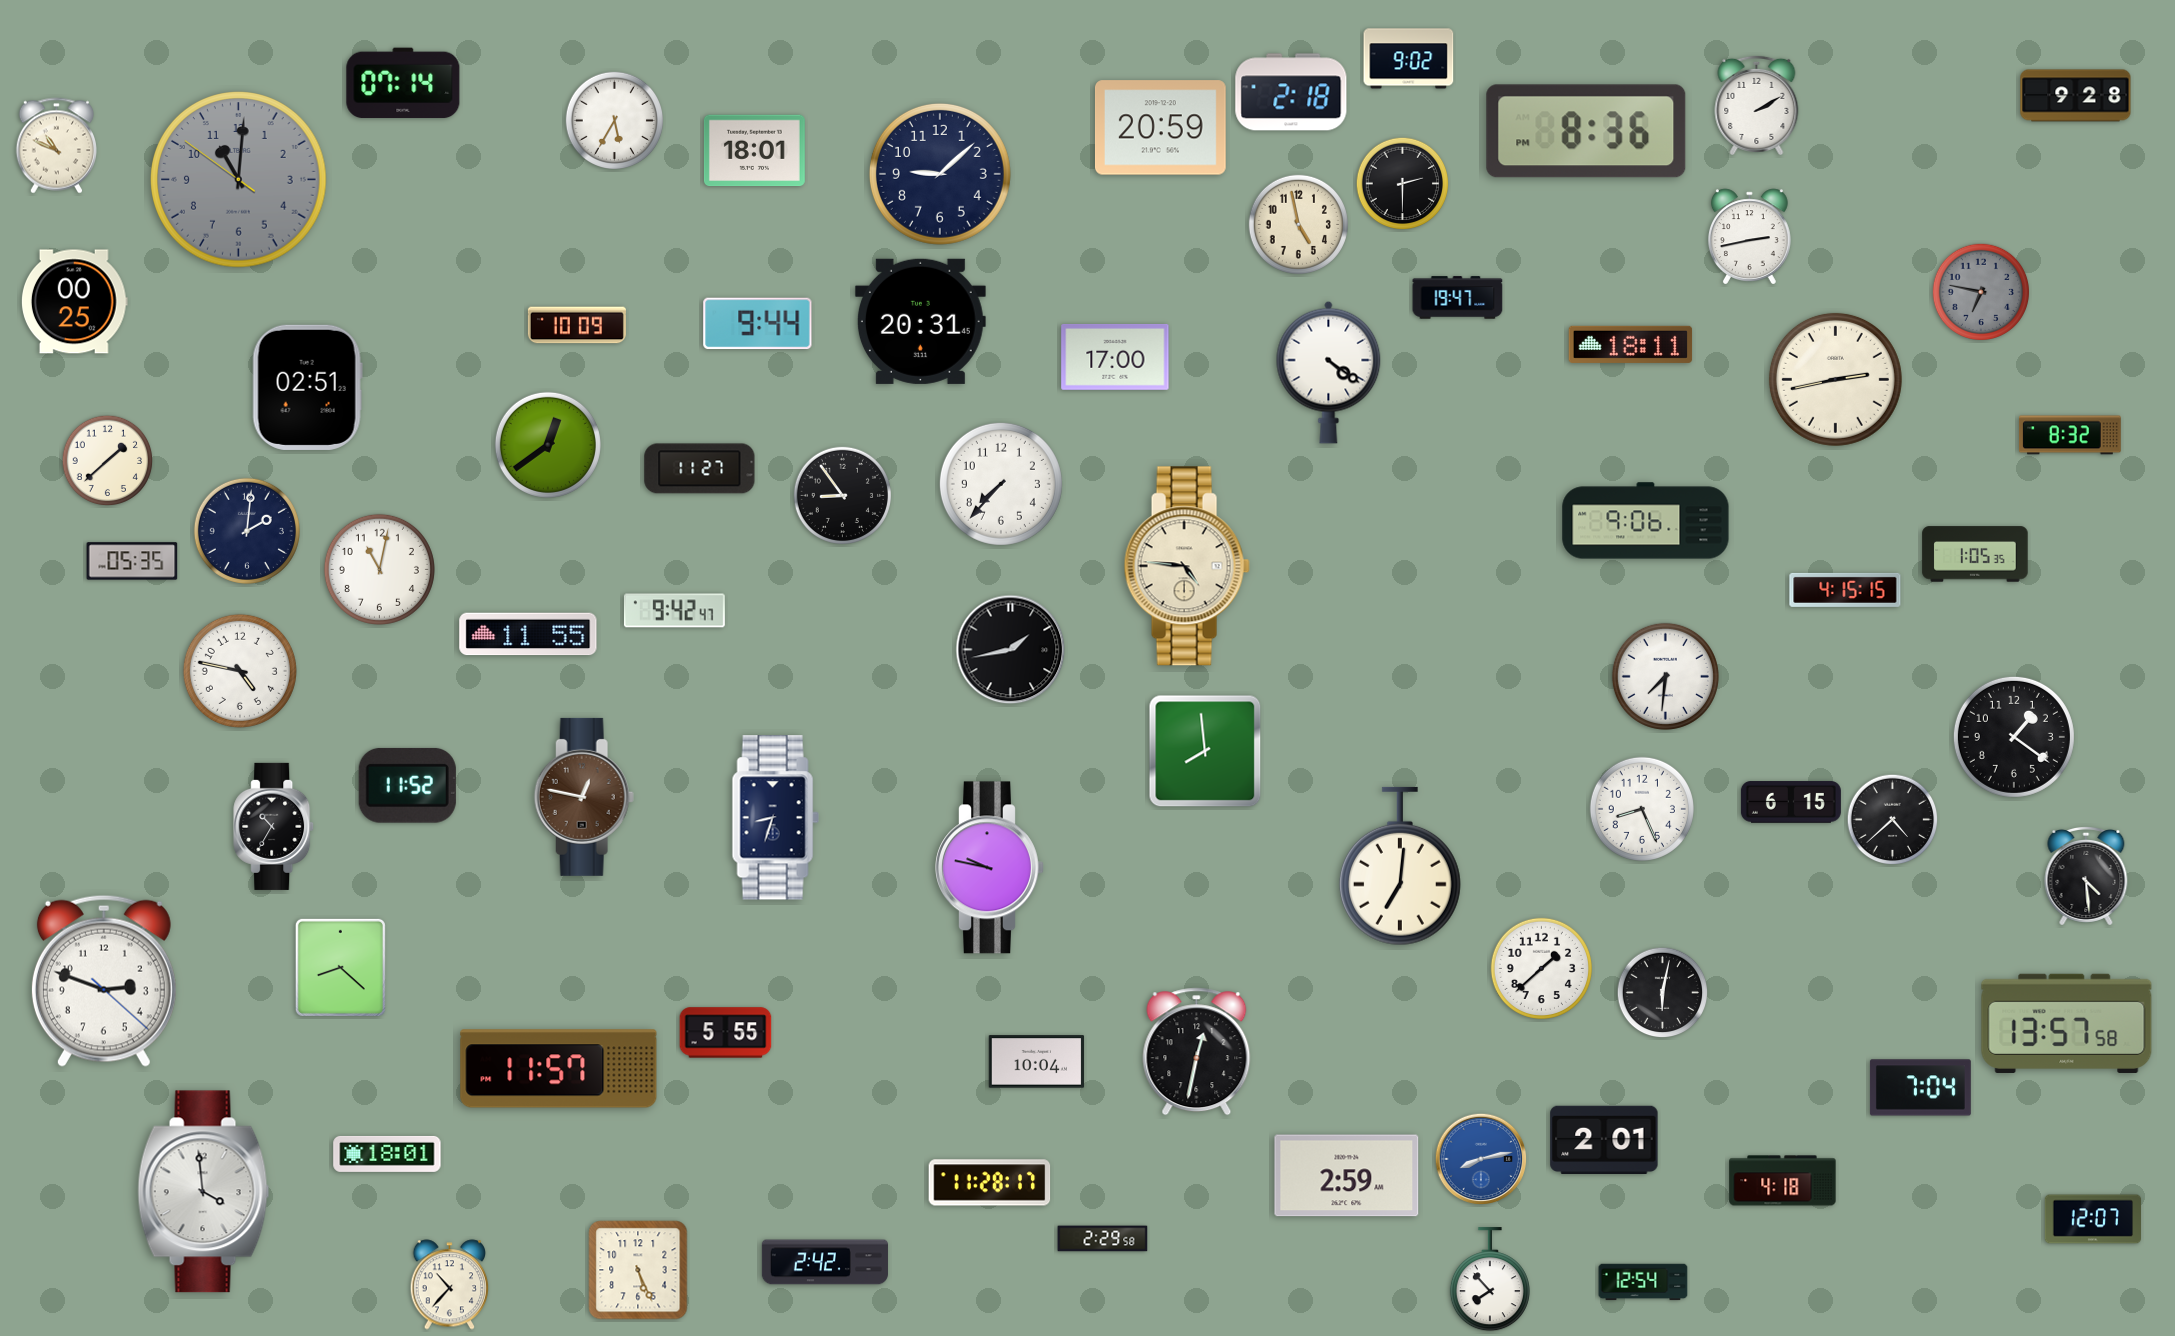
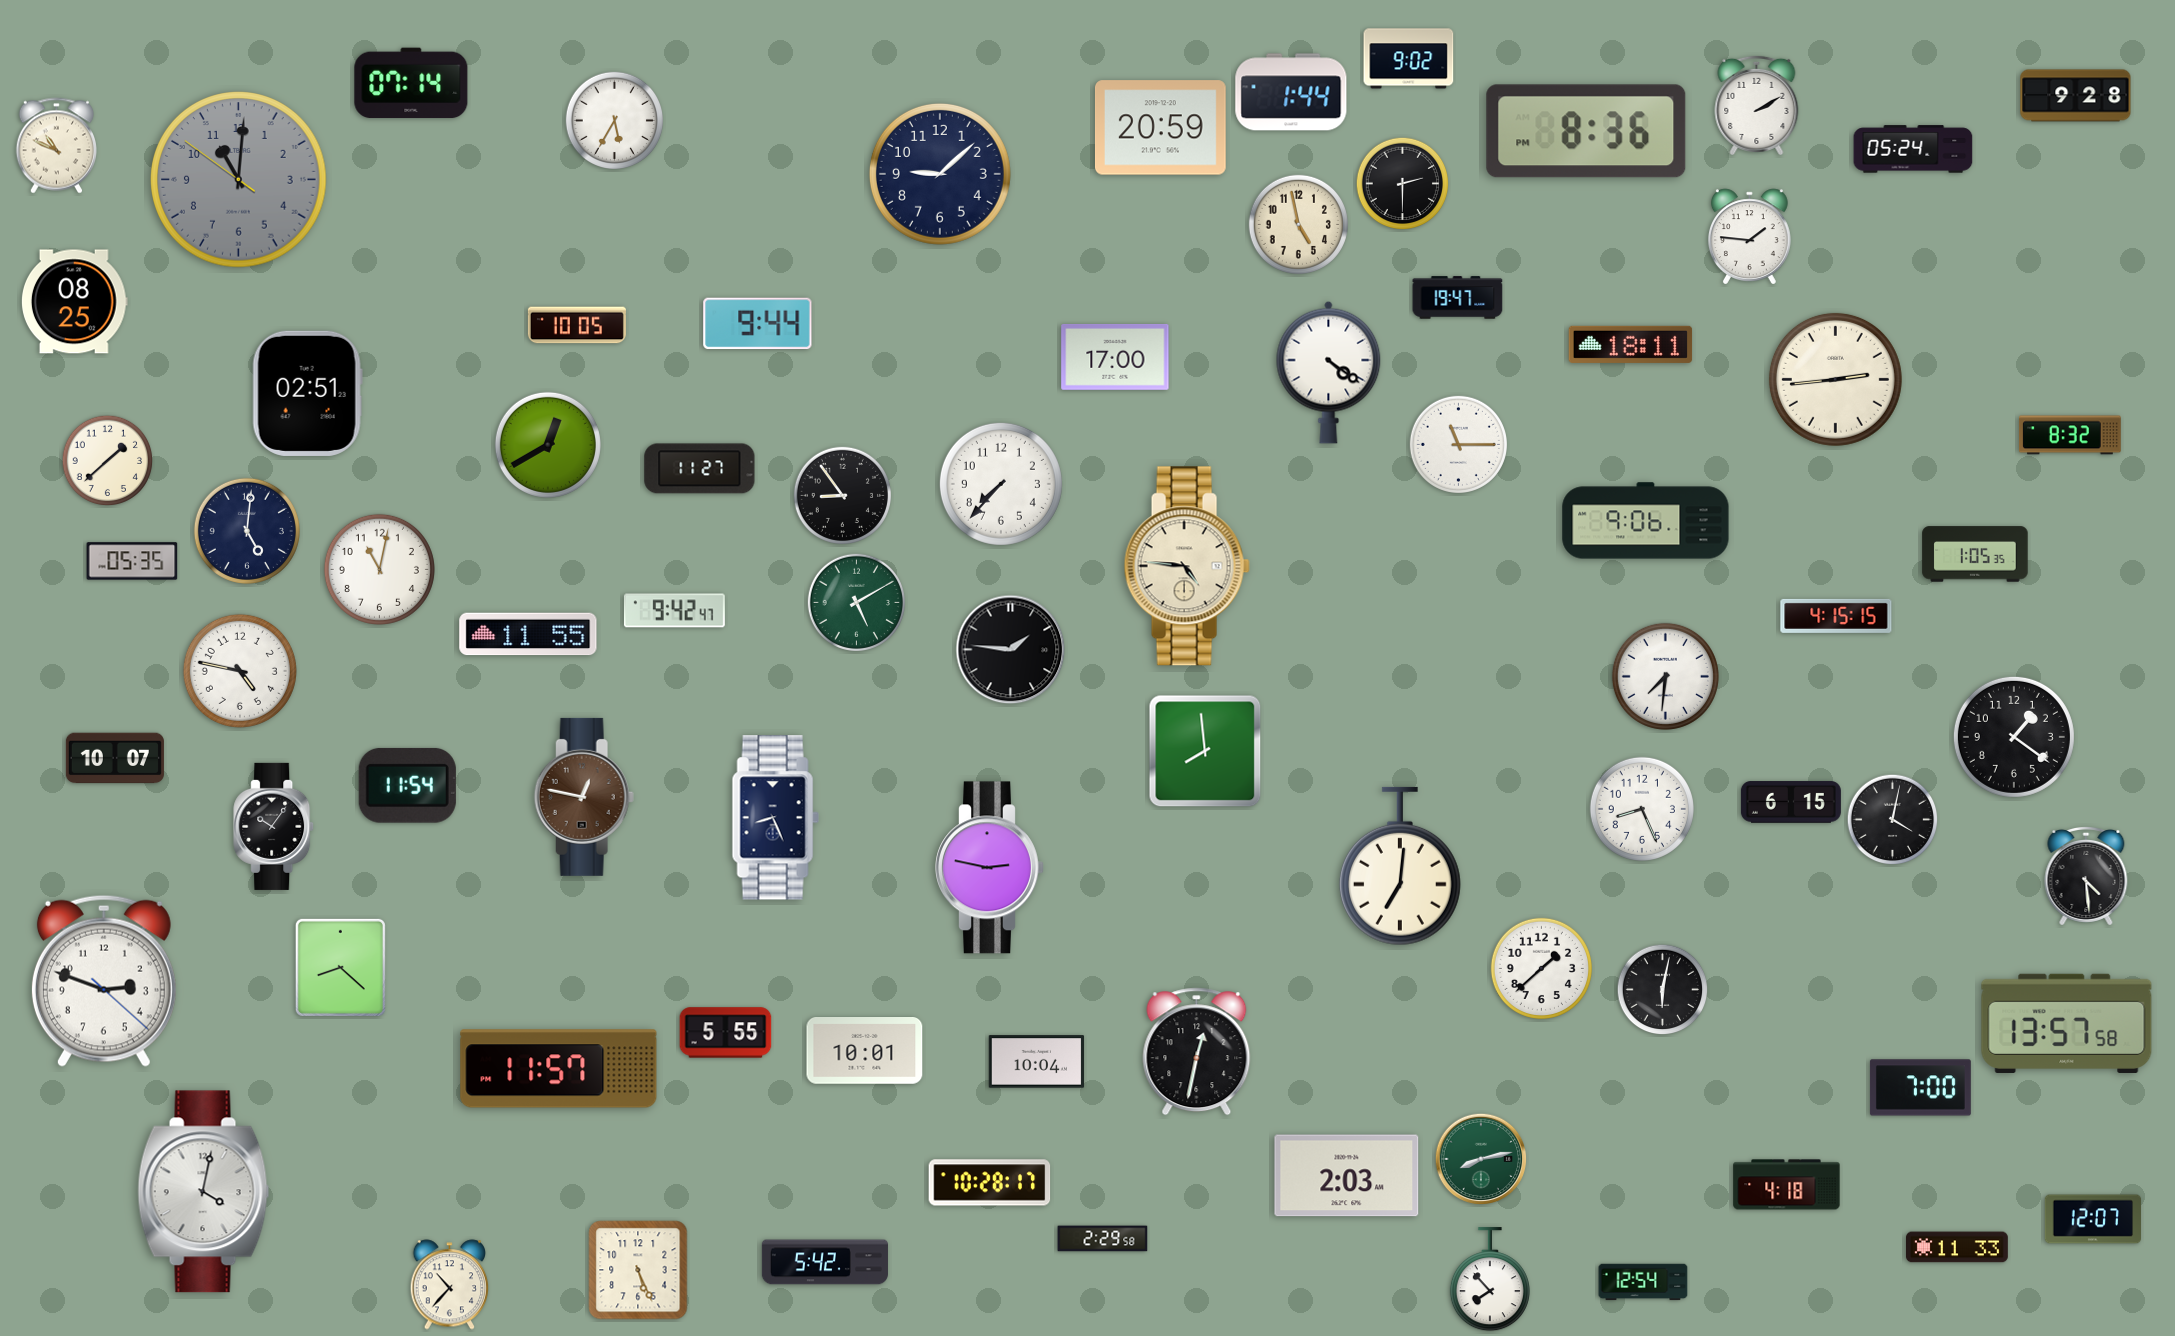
clock at (403, 83) position: (403, 83) -> (411, 83)
clock at (1291, 92): 2:18 -> 1:44
clock at (1913, 149): none -> 05:24
clock at (754, 151): 18:01 -> none
clock at (1749, 236): 2:43 -> 1:46
clock at (1980, 291): 6:47 -> none
clock at (74, 302): 00:25 -> 08:25
clock at (920, 321): 20:31 -> none
clock at (577, 325): 10:09 -> 10:05
clock at (1835, 379): 2:43 -> 2:44
clock at (307, 387) position: (307, 387) -> (307, 393)
clock at (1458, 444): none -> 11:15
clock at (548, 445): 12:39 -> 12:40
clock at (247, 531): 2:01 -> 5:01
clock at (1845, 590) position: (1845, 590) -> (1836, 616)
clock at (856, 602): none -> 5:10
clock at (1011, 650): 1:43 -> 1:46
clock at (115, 758): none -> 10:07
clock at (407, 785): 11:52 -> 11:54
clock at (775, 818): 8:33 -> 8:26
clock at (1893, 820): 4:38 -> 4:02
clock at (274, 826): 10:35 -> 10:06
clock at (990, 868): 9:47 -> 2:47
clock at (1663, 993) position: (1663, 993) -> (1663, 990)
clock at (865, 1051): none -> 10:01
clock at (1920, 1088): 7:04 -> 7:00
clock at (1604, 1139): 2:01 -> none
clock at (387, 1154): 18:01 -> none
clock at (1481, 1159) dial: blue -> green
clock at (1347, 1176): 2:59 -> 2:03
clock at (1783, 1181) position: (1783, 1181) -> (1787, 1185)
clock at (990, 1183): 11:28 -> 10:28
clock at (204, 1192): 3:59 -> 4:02
clock at (1958, 1247): none -> 11:33
clock at (825, 1262): 2:42 -> 5:42
